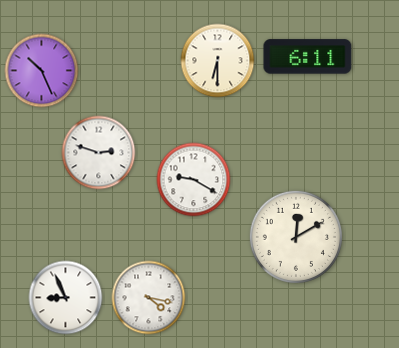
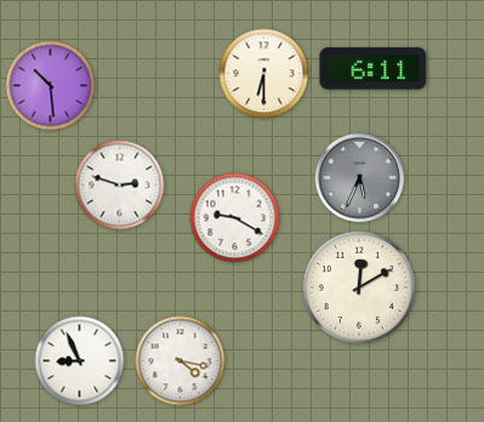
clock at (42, 71): 10:26 -> 10:29
clock at (360, 178): none -> 5:34
